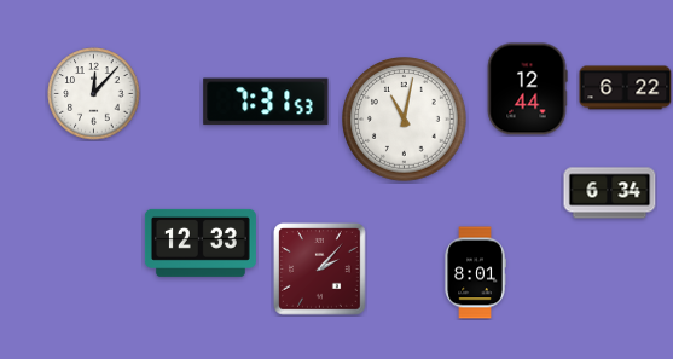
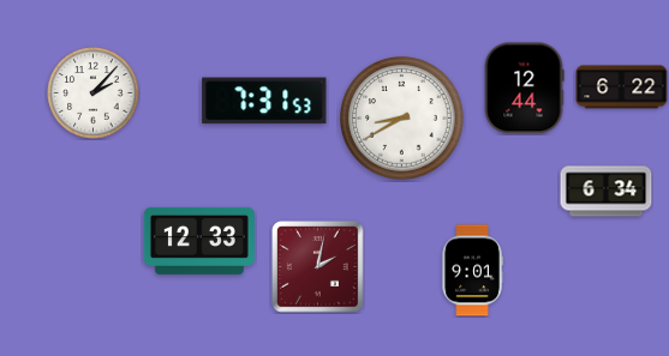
clock at (94, 94): 12:07 -> 2:07
clock at (405, 120): 11:02 -> 8:40
clock at (320, 270): 2:07 -> 2:02
clock at (475, 273): 8:01 -> 9:01
